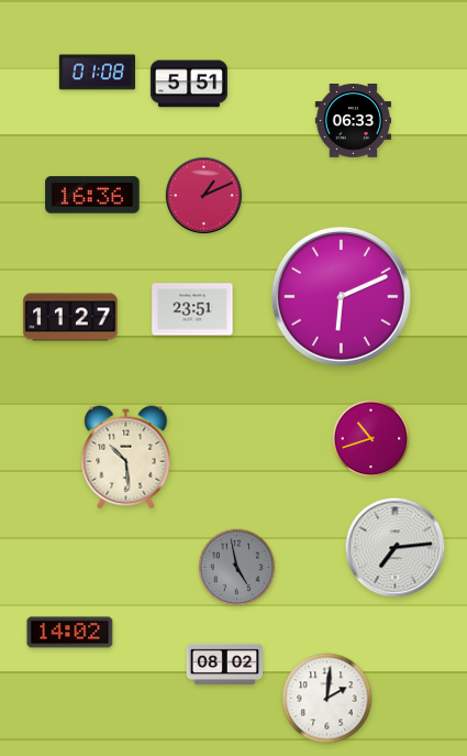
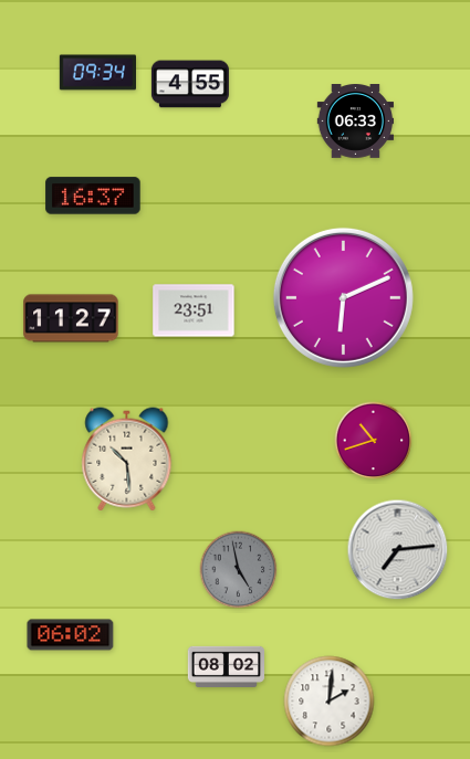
clock at (97, 73): 01:08 -> 09:34
clock at (189, 84): 5:51 -> 4:55
clock at (92, 195): 16:36 -> 16:37
clock at (203, 195): 1:11 -> none
clock at (70, 633): 14:02 -> 06:02
